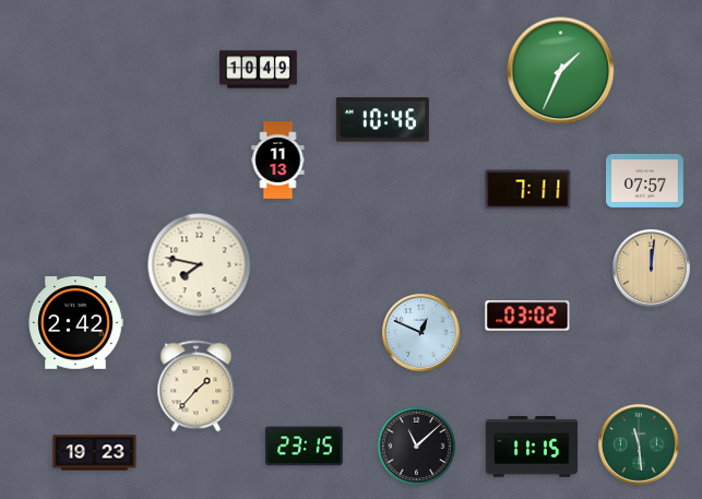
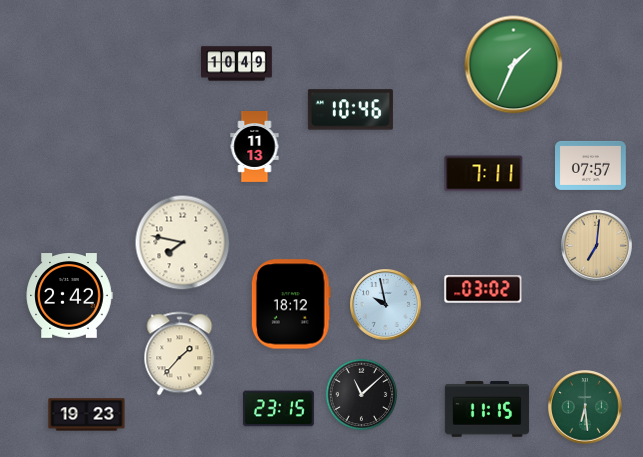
clock at (652, 269): 12:01 -> 7:01
clock at (291, 304): none -> 18:12
clock at (421, 333): 12:49 -> 9:58
clock at (639, 444): 11:29 -> 6:29
clock at (417, 447) position: (417, 447) -> (362, 395)
